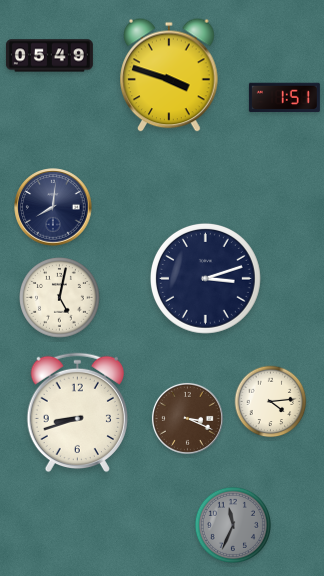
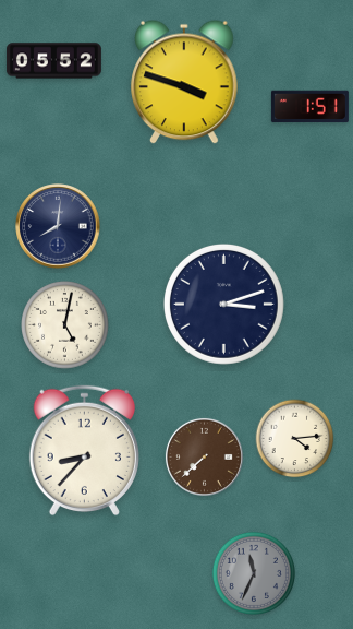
clock at (49, 56): 05:49 -> 05:52
clock at (77, 413): 8:42 -> 8:37
clock at (187, 418): 3:19 -> 7:38
